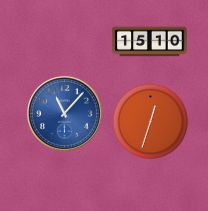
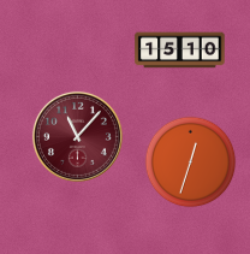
clock at (64, 113) dial: blue -> burgundy
clock at (151, 122) position: (151, 122) -> (191, 163)
